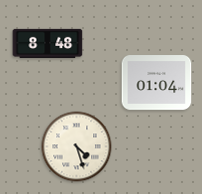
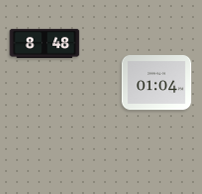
clock at (48, 43) position: (48, 43) -> (45, 43)
clock at (77, 147): 4:27 -> none
